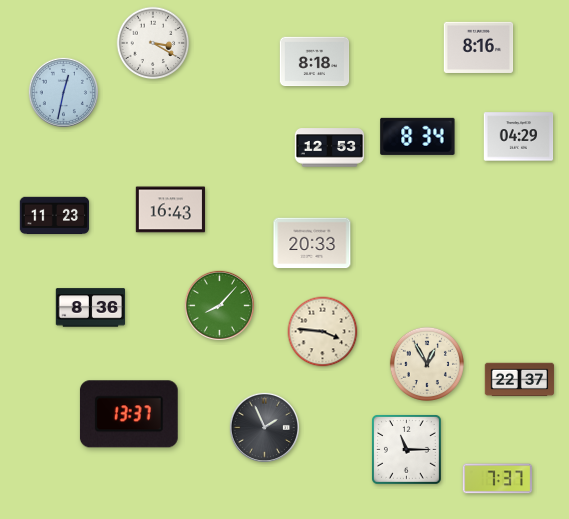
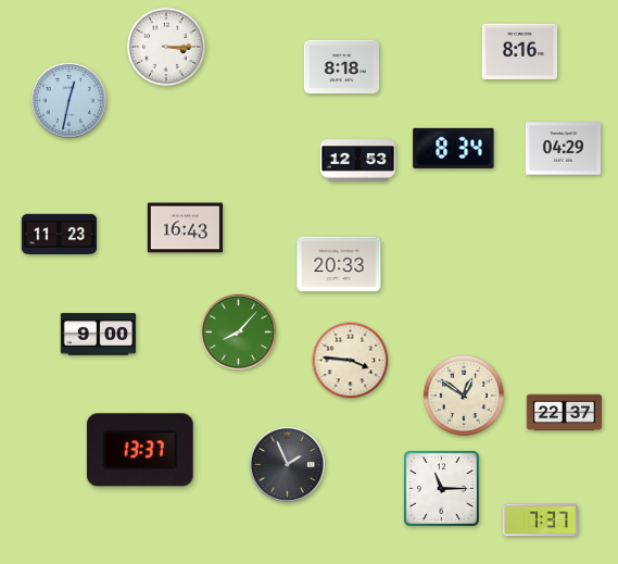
clock at (153, 43): 3:20 -> 3:15
clock at (91, 308): 8:36 -> 9:00
clock at (426, 363): 12:55 -> 12:51
